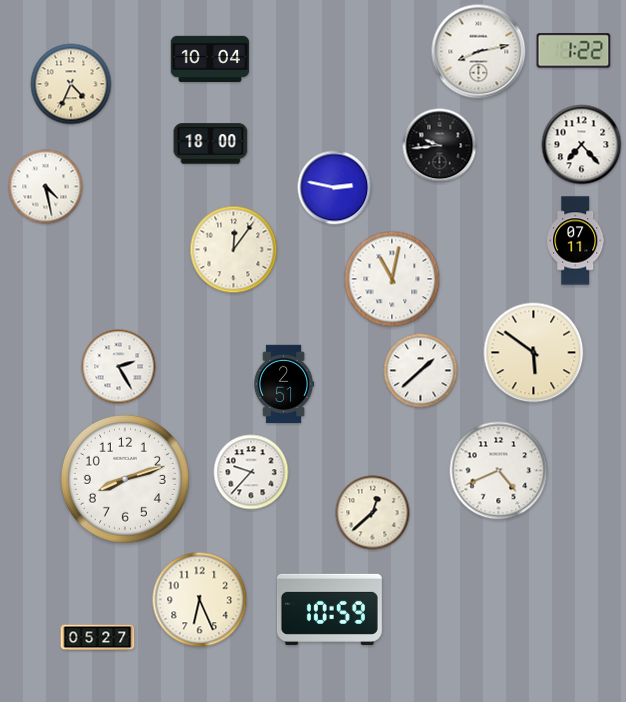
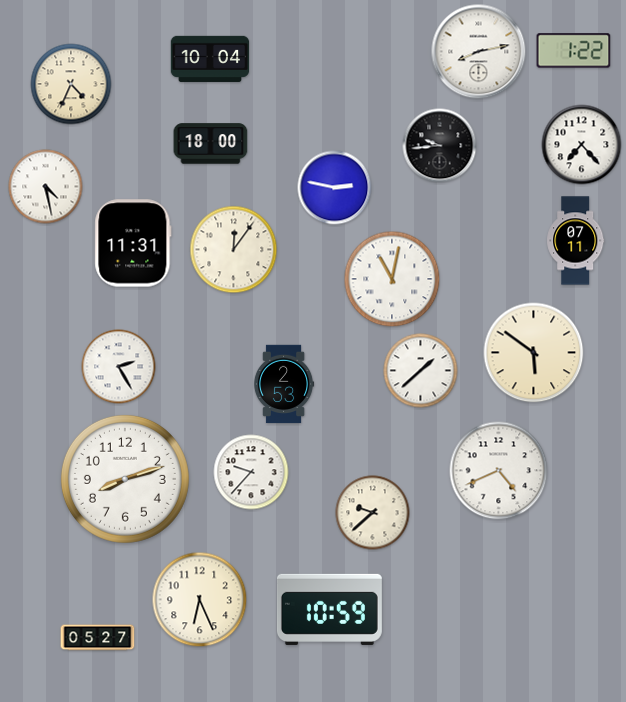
clock at (133, 243): none -> 11:31
clock at (284, 384): 2:51 -> 2:53
clock at (373, 513): 12:38 -> 9:38
